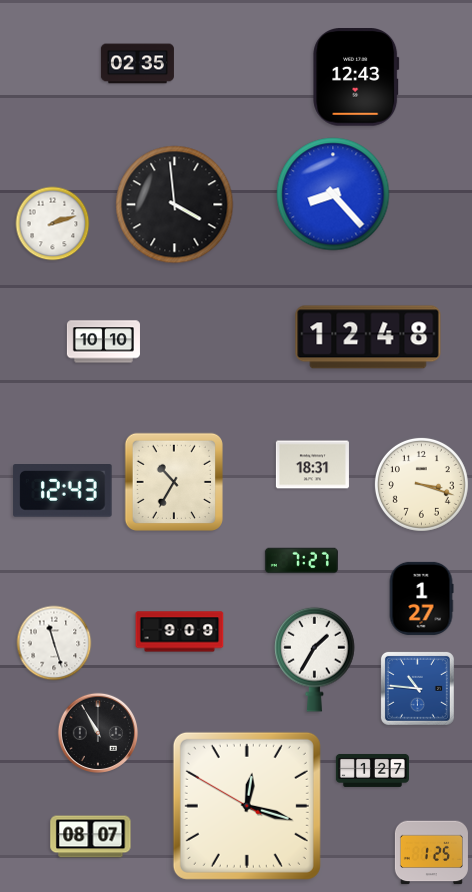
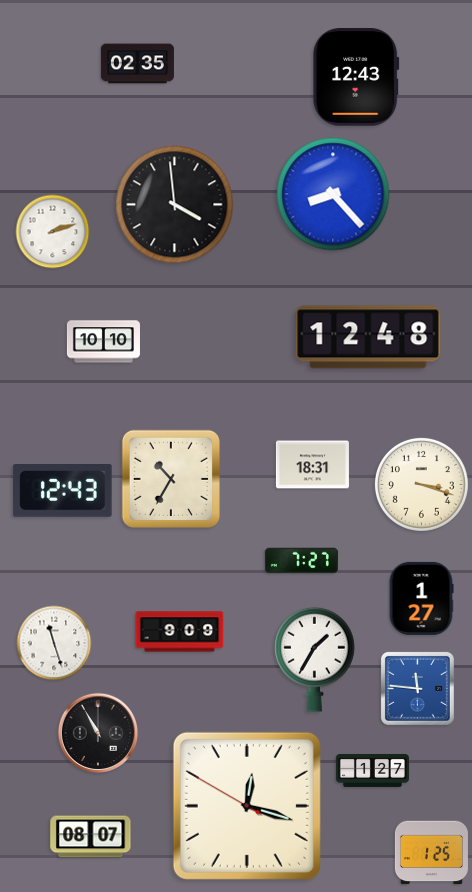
clock at (53, 224) position: (53, 224) -> (53, 232)
clock at (174, 482) position: (174, 482) -> (171, 479)
clock at (417, 688): 10:46 -> 11:46
